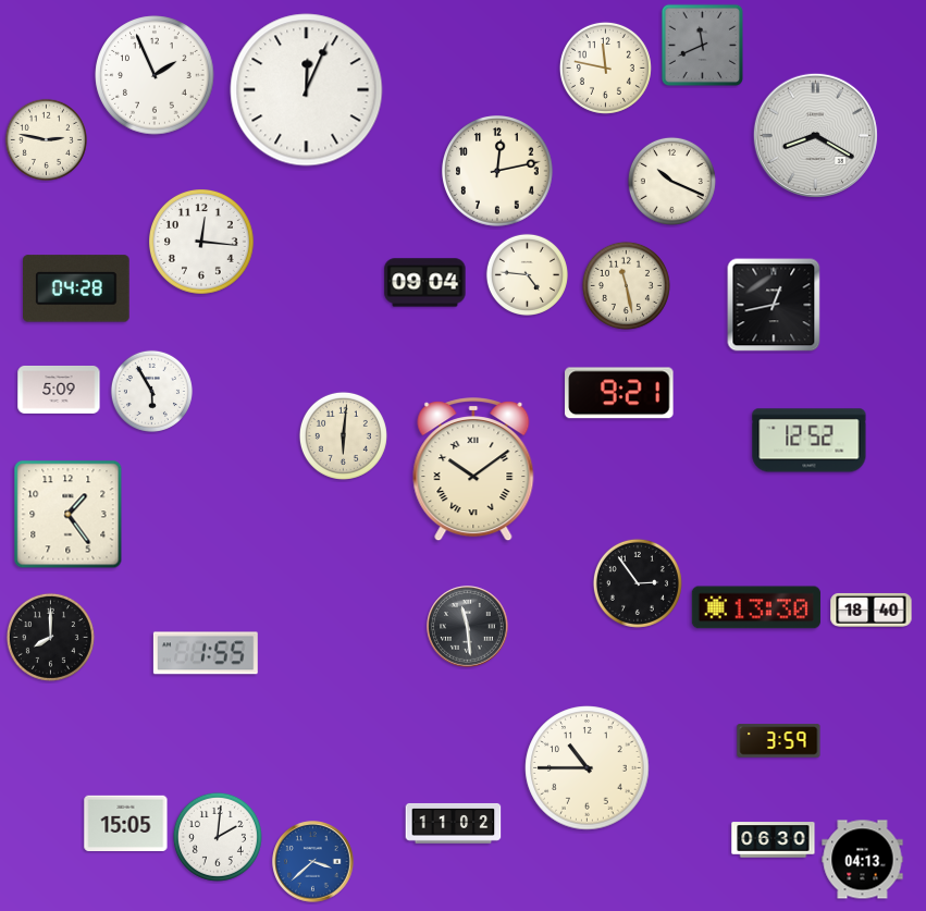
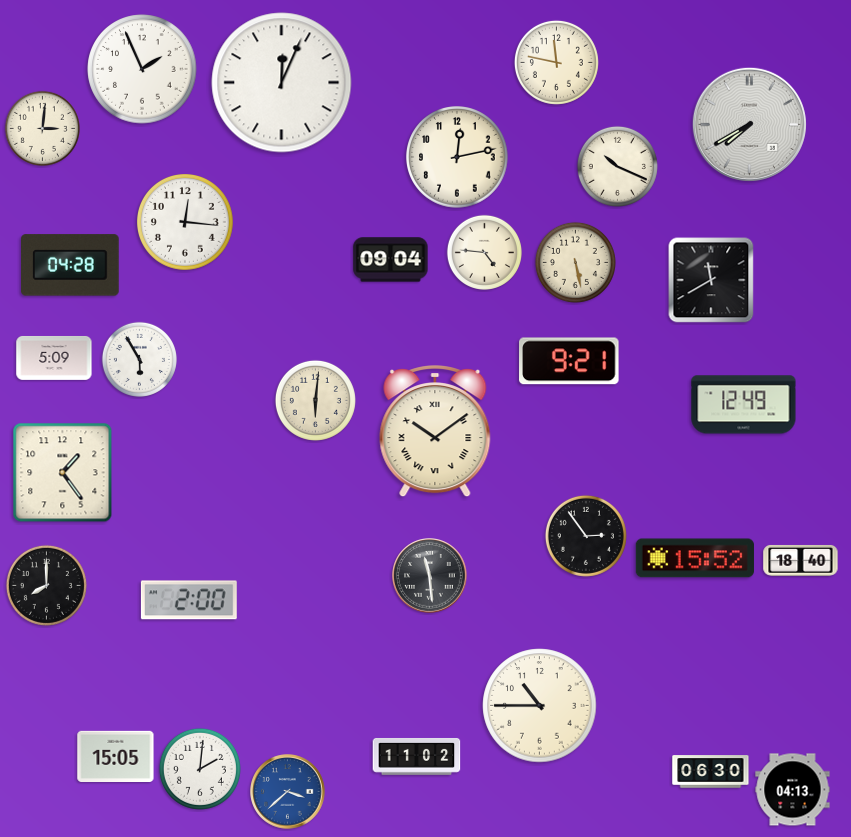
clock at (702, 45): 11:41 -> none
clock at (815, 135): 8:20 -> 7:40
clock at (46, 139): 2:47 -> 3:01
clock at (626, 285): 11:28 -> 5:28
clock at (774, 305): 12:43 -> 11:40
clock at (810, 441): 12:52 -> 12:49
clock at (756, 607): 13:30 -> 15:52
clock at (206, 653): 1:55 -> 2:00
clock at (779, 741): 3:59 -> none
